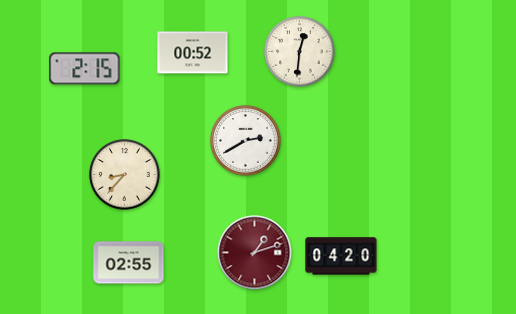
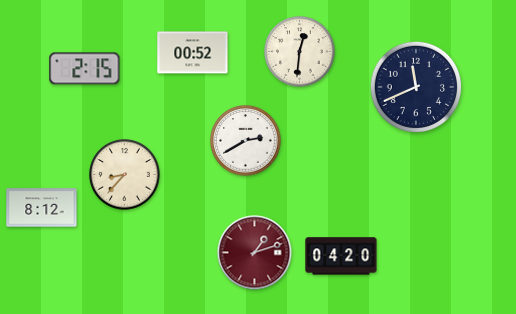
clock at (415, 86): none -> 11:41
clock at (42, 208): none -> 8:12
clock at (129, 263): 02:55 -> none
